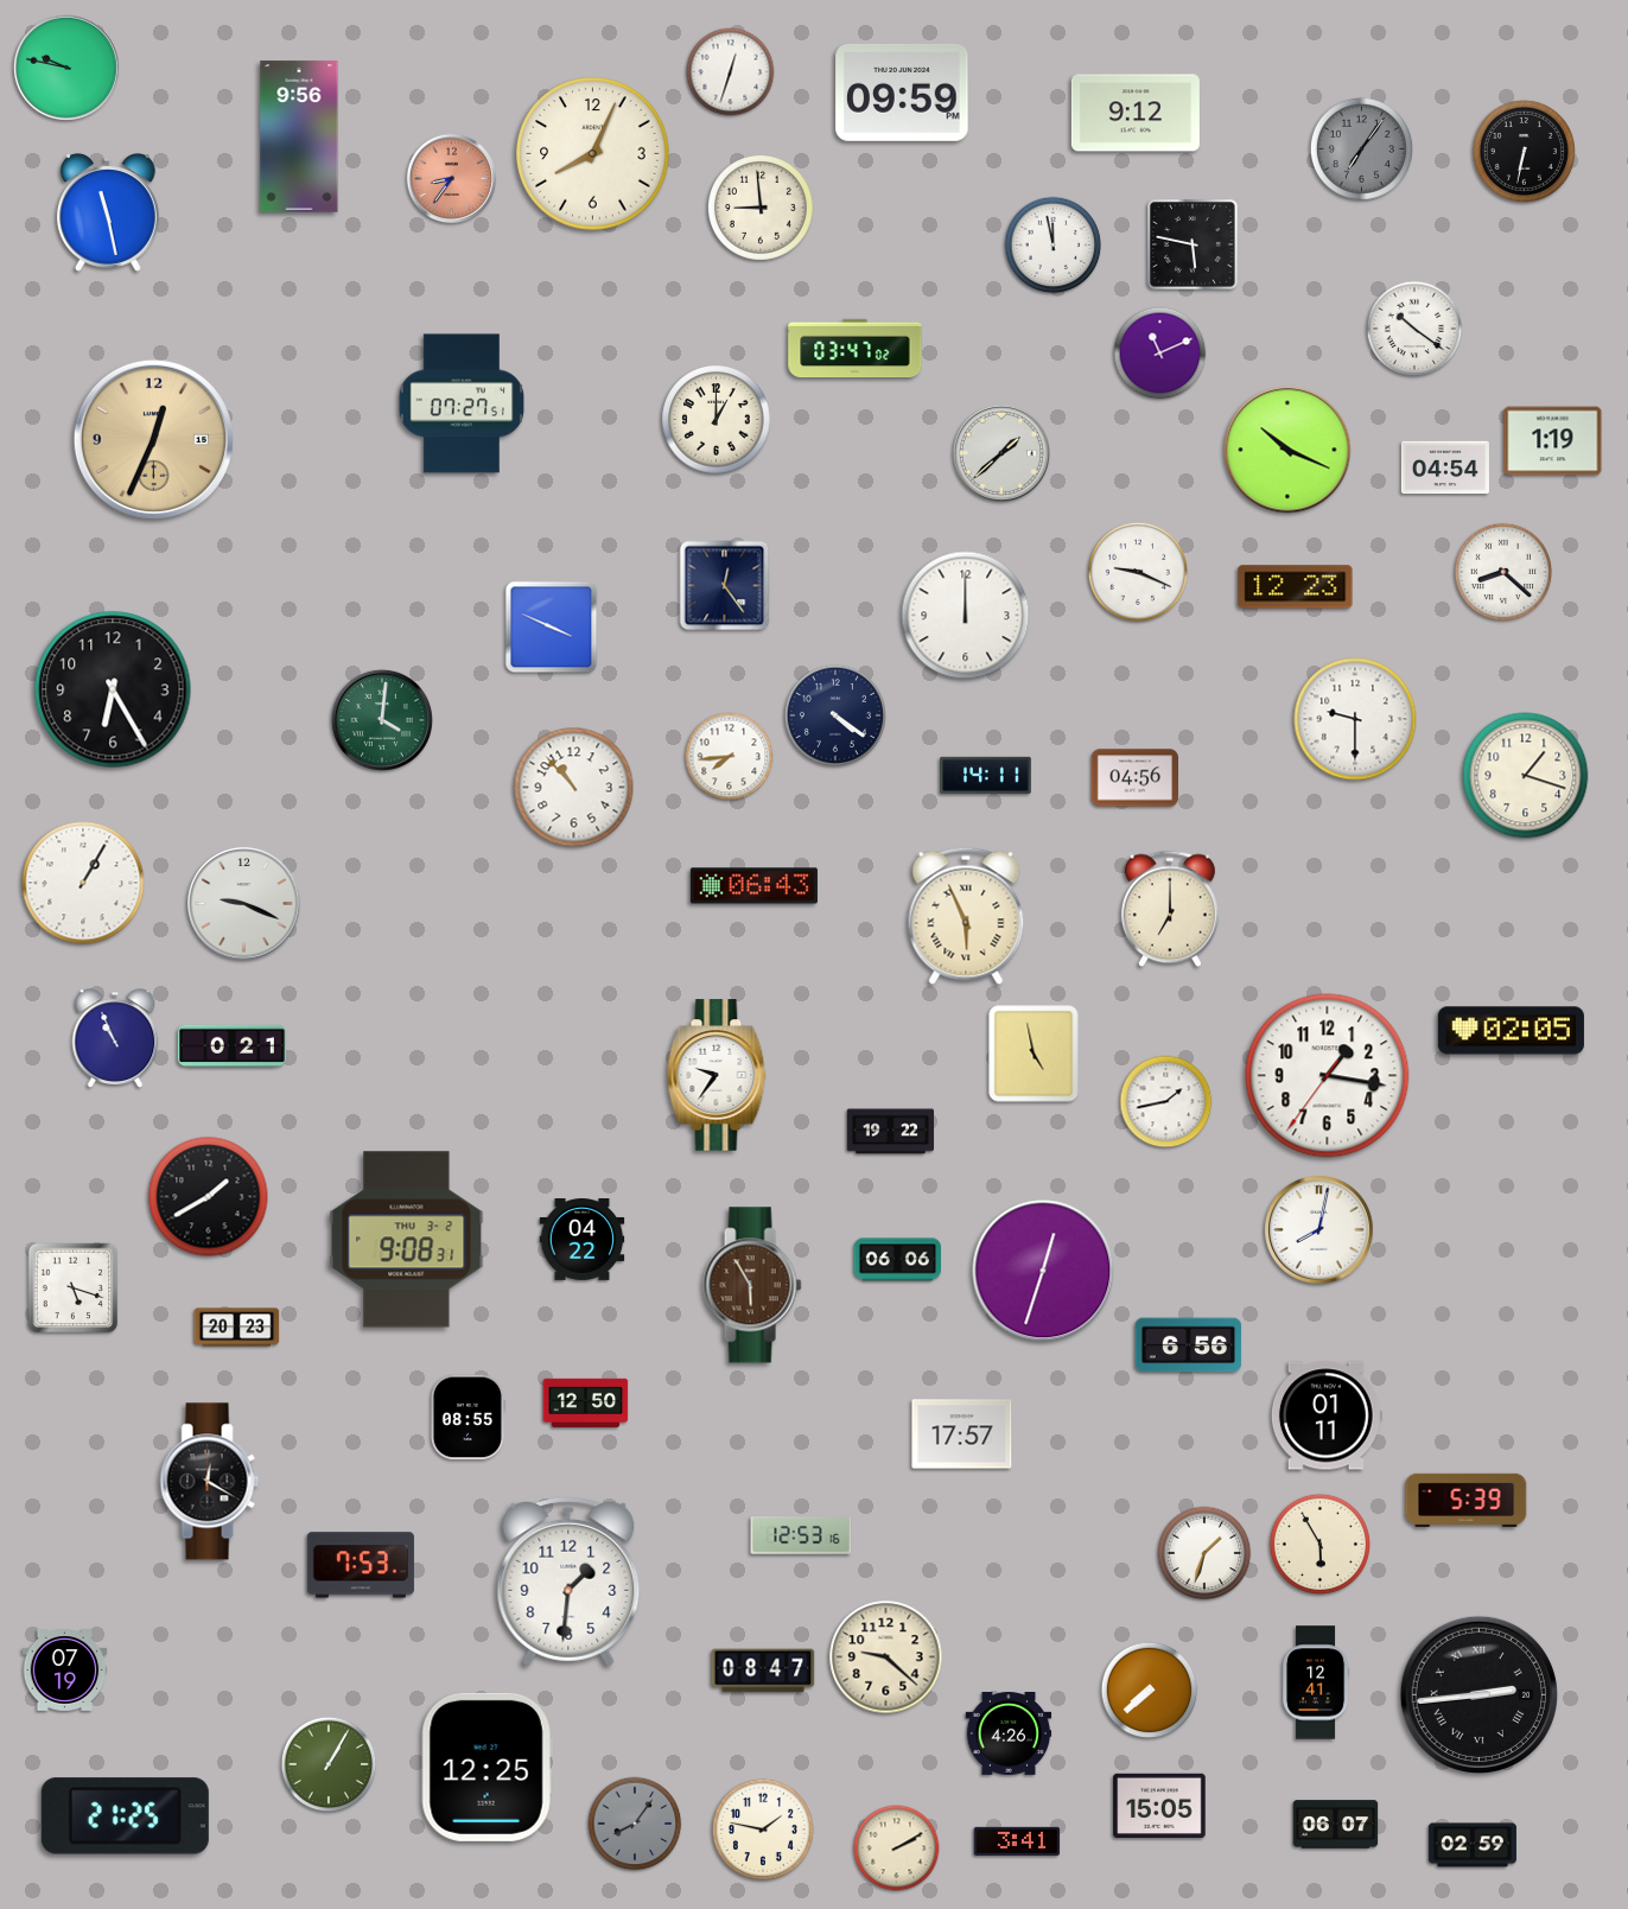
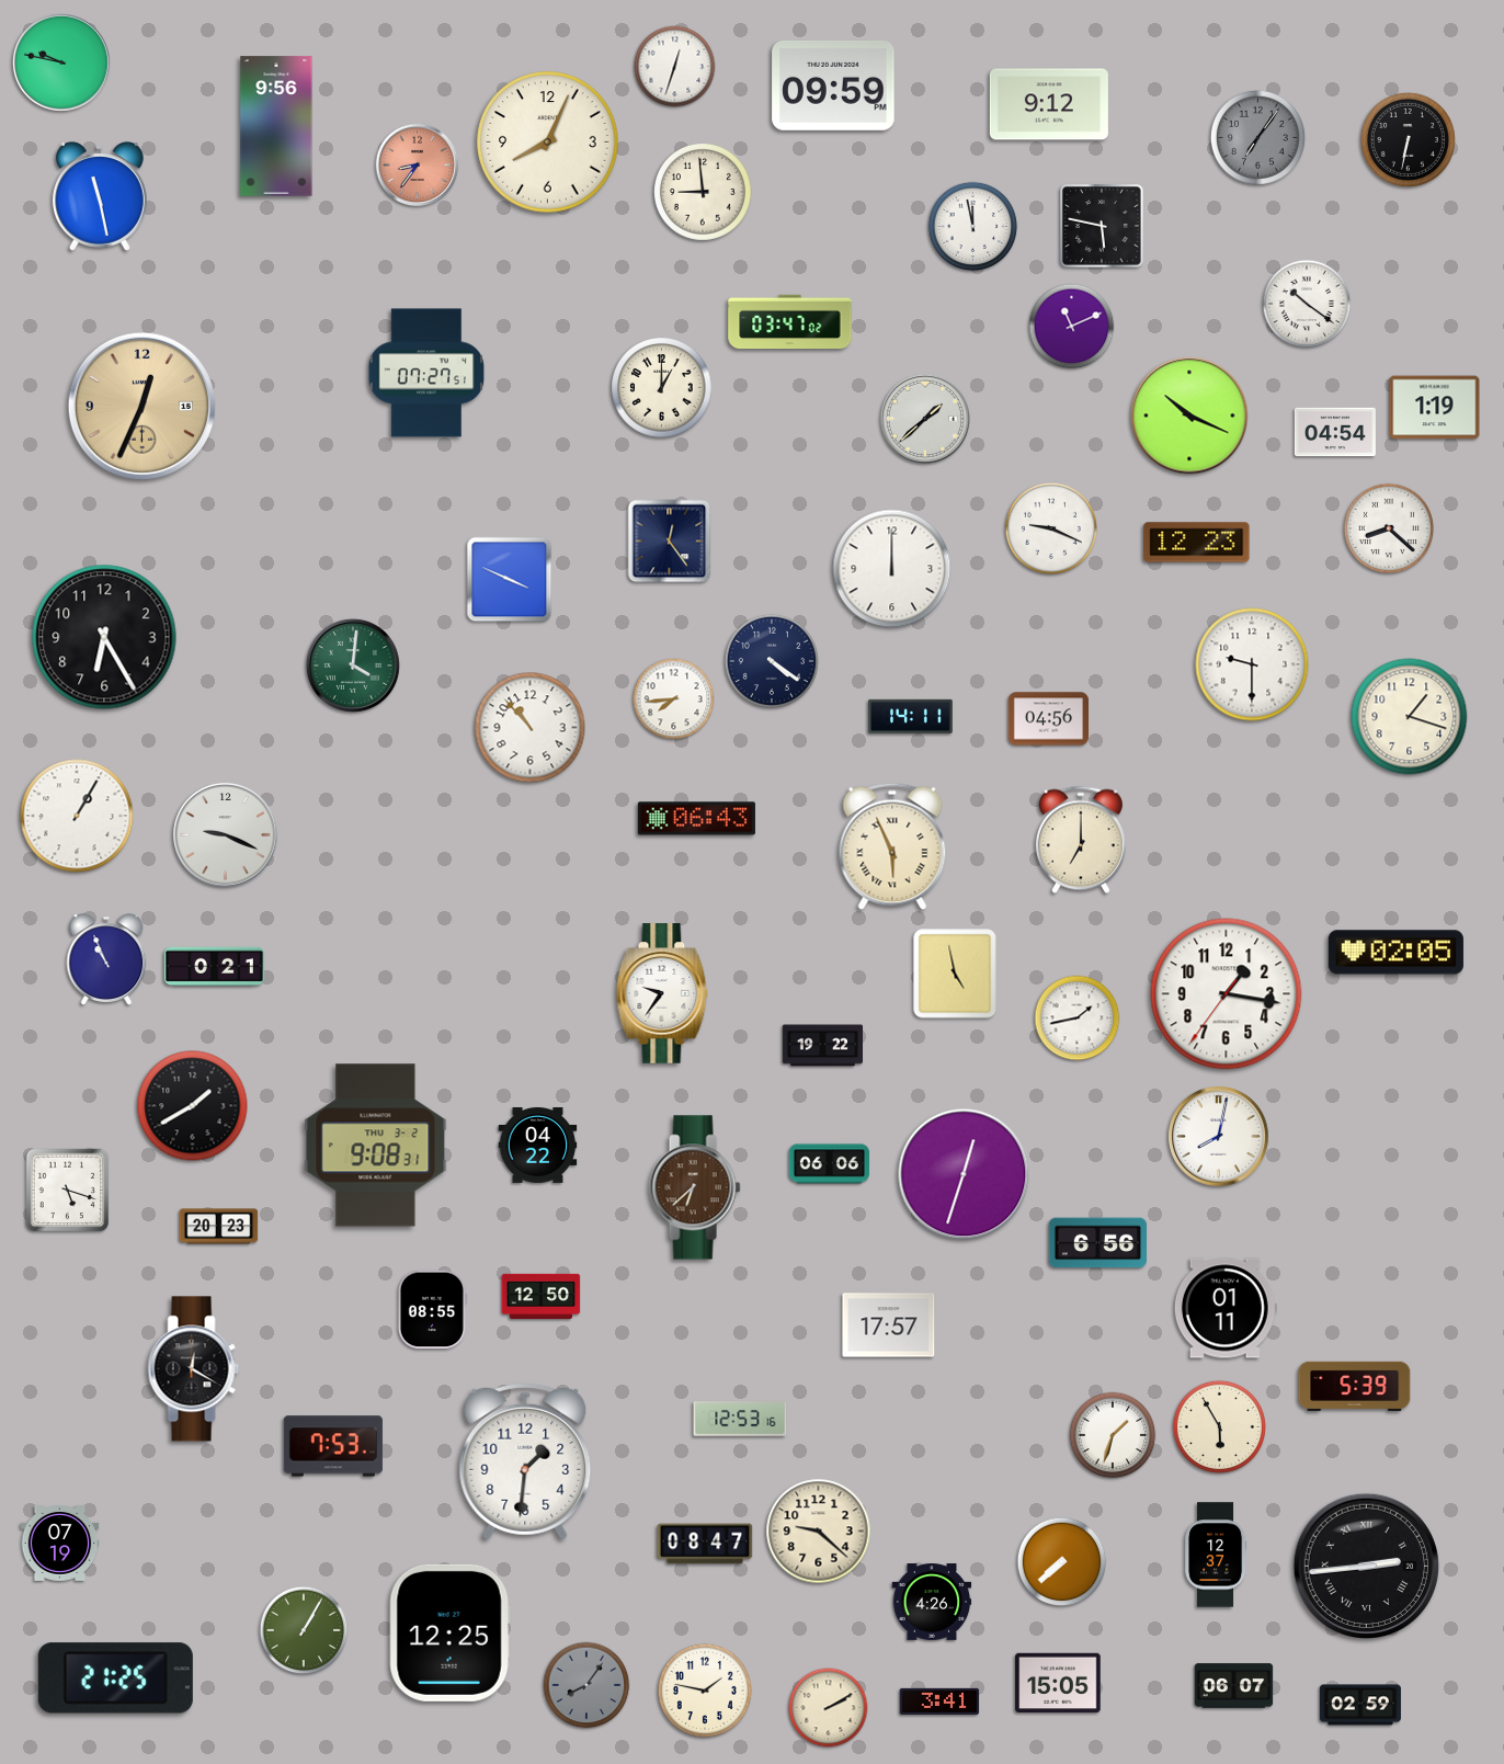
clock at (752, 1285): 5:55 -> 6:38
clock at (1316, 1682): 12:41 -> 12:37
clock at (1159, 1805) position: (1159, 1805) -> (1058, 1682)
